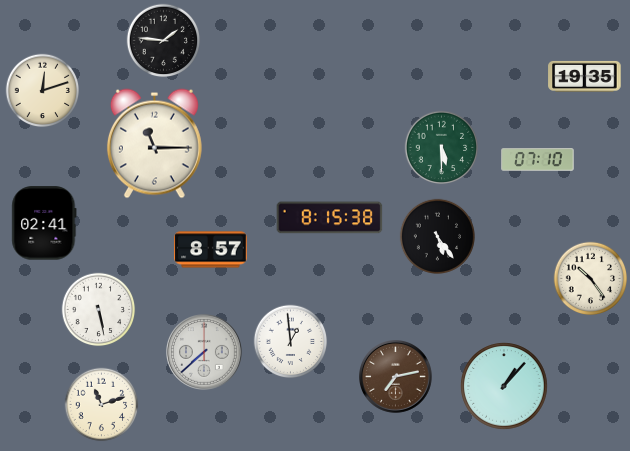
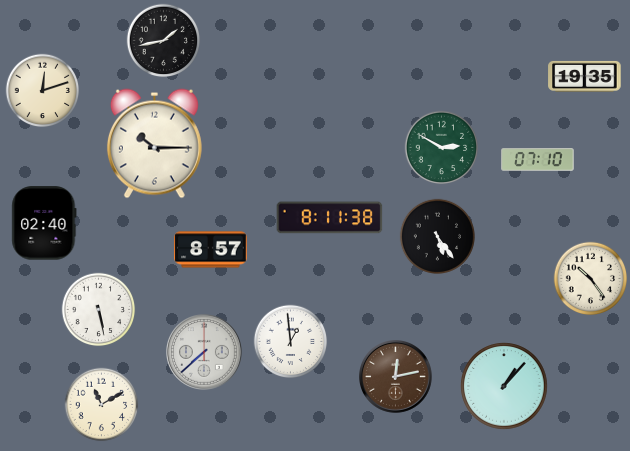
clock at (164, 41): 1:46 -> 1:43
clock at (154, 144): 11:15 -> 10:15
clock at (442, 148): 5:30 -> 2:50
clock at (330, 218): 8:15 -> 8:11
clock at (44, 223): 02:41 -> 02:40
clock at (396, 377): 7:13 -> 12:13
clock at (102, 405): 11:12 -> 11:10
